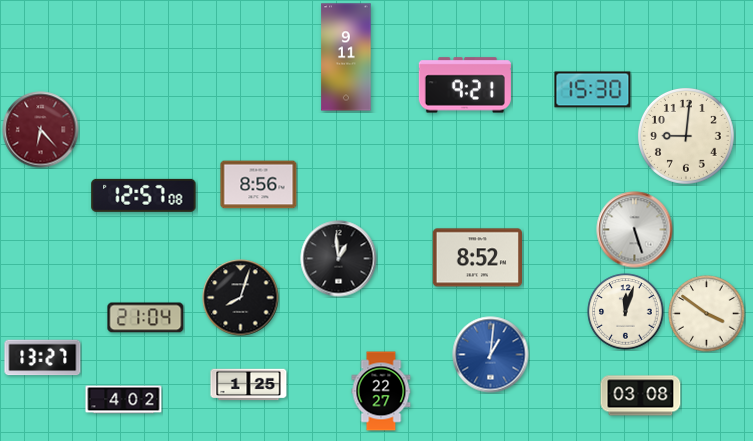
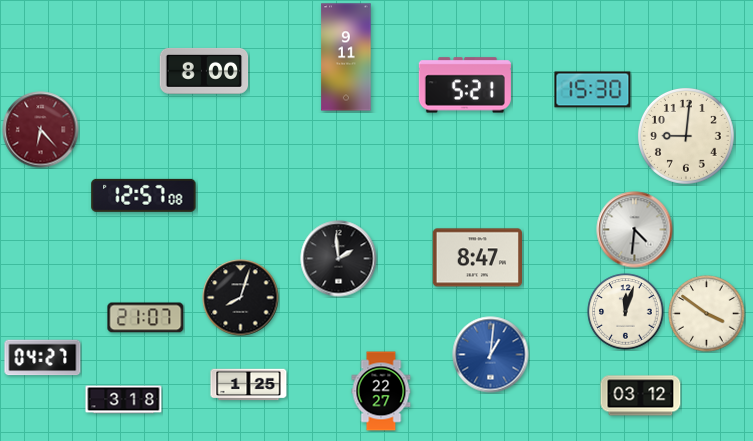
clock at (204, 71): none -> 8:00
clock at (465, 85): 9:21 -> 5:21
clock at (259, 185): 8:56 -> none
clock at (635, 230): 5:27 -> 4:31
clock at (478, 258): 8:52 -> 8:47
clock at (339, 259): 12:59 -> 1:59
clock at (146, 318): 21:04 -> 21:07
clock at (43, 358): 13:27 -> 04:27
clock at (641, 396): 03:08 -> 03:12
clock at (124, 400): 4:02 -> 3:18
